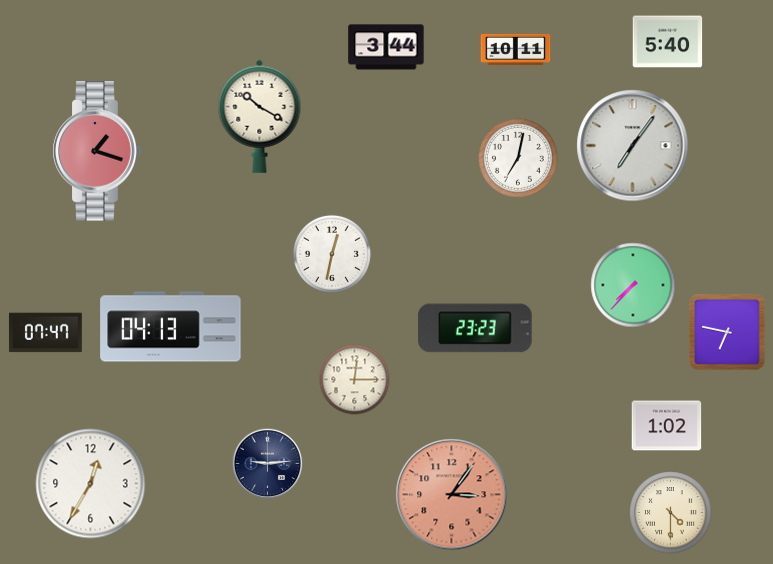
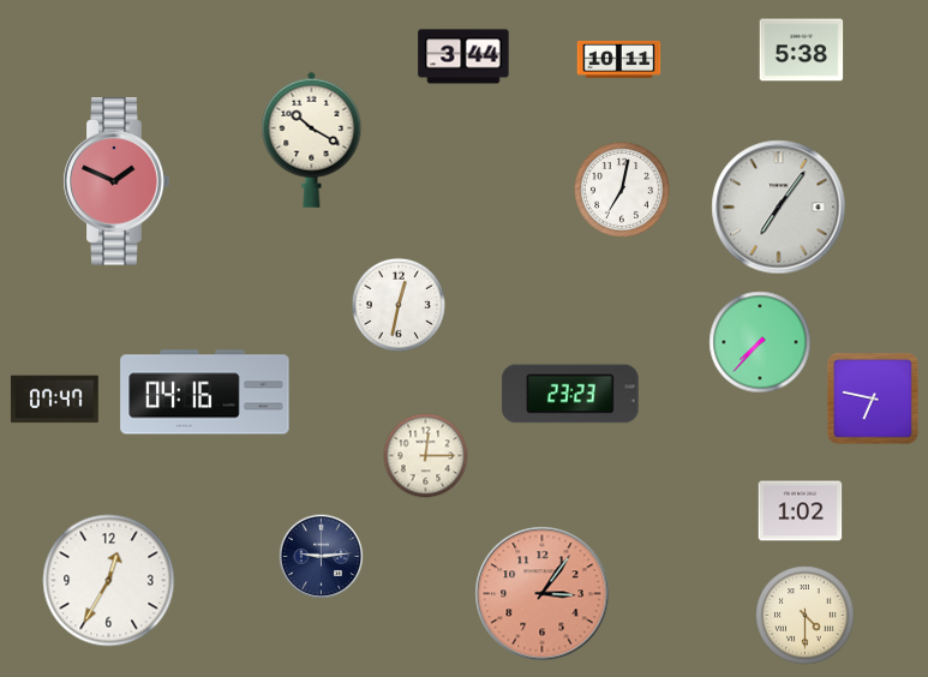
clock at (668, 42): 5:40 -> 5:38
clock at (633, 146) position: (633, 146) -> (779, 208)
clock at (97, 151): 1:18 -> 1:49
clock at (171, 327): 04:13 -> 04:16
